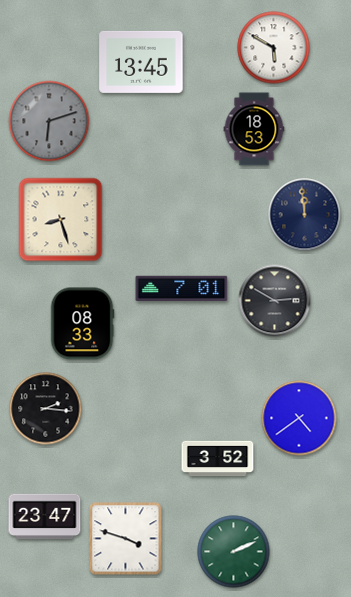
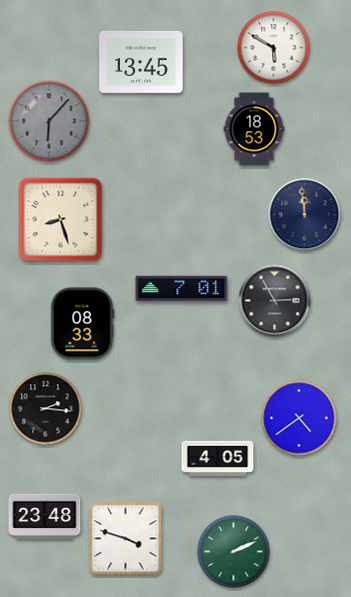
clock at (49, 121): 6:12 -> 6:07
clock at (275, 301): 2:50 -> 2:55
clock at (218, 459): 3:52 -> 4:05
clock at (45, 517): 23:47 -> 23:48
